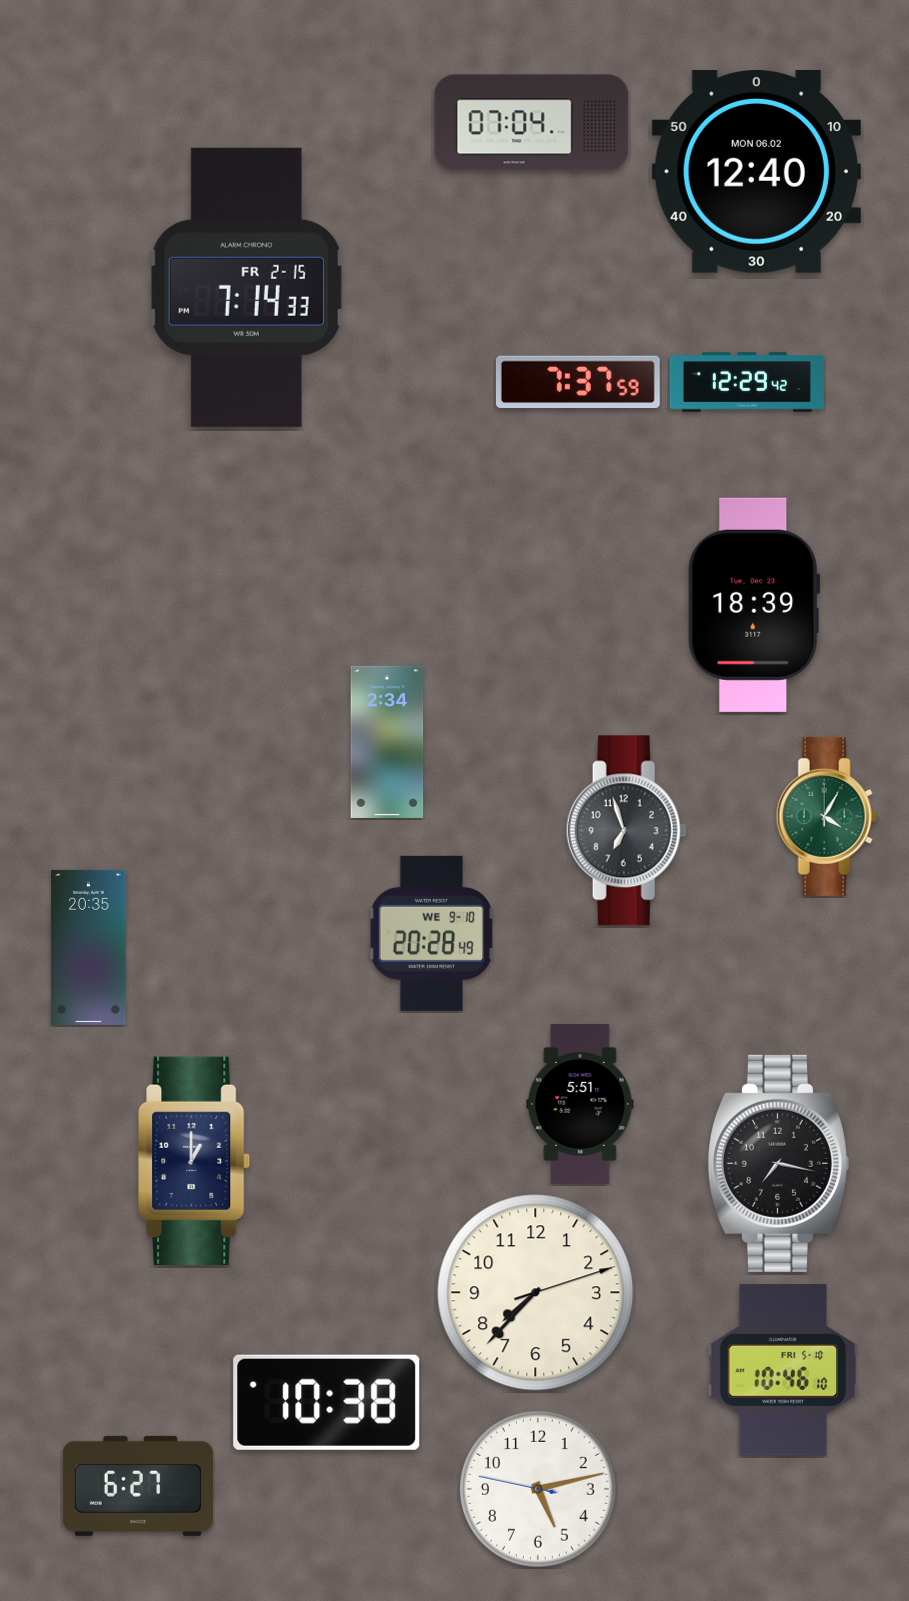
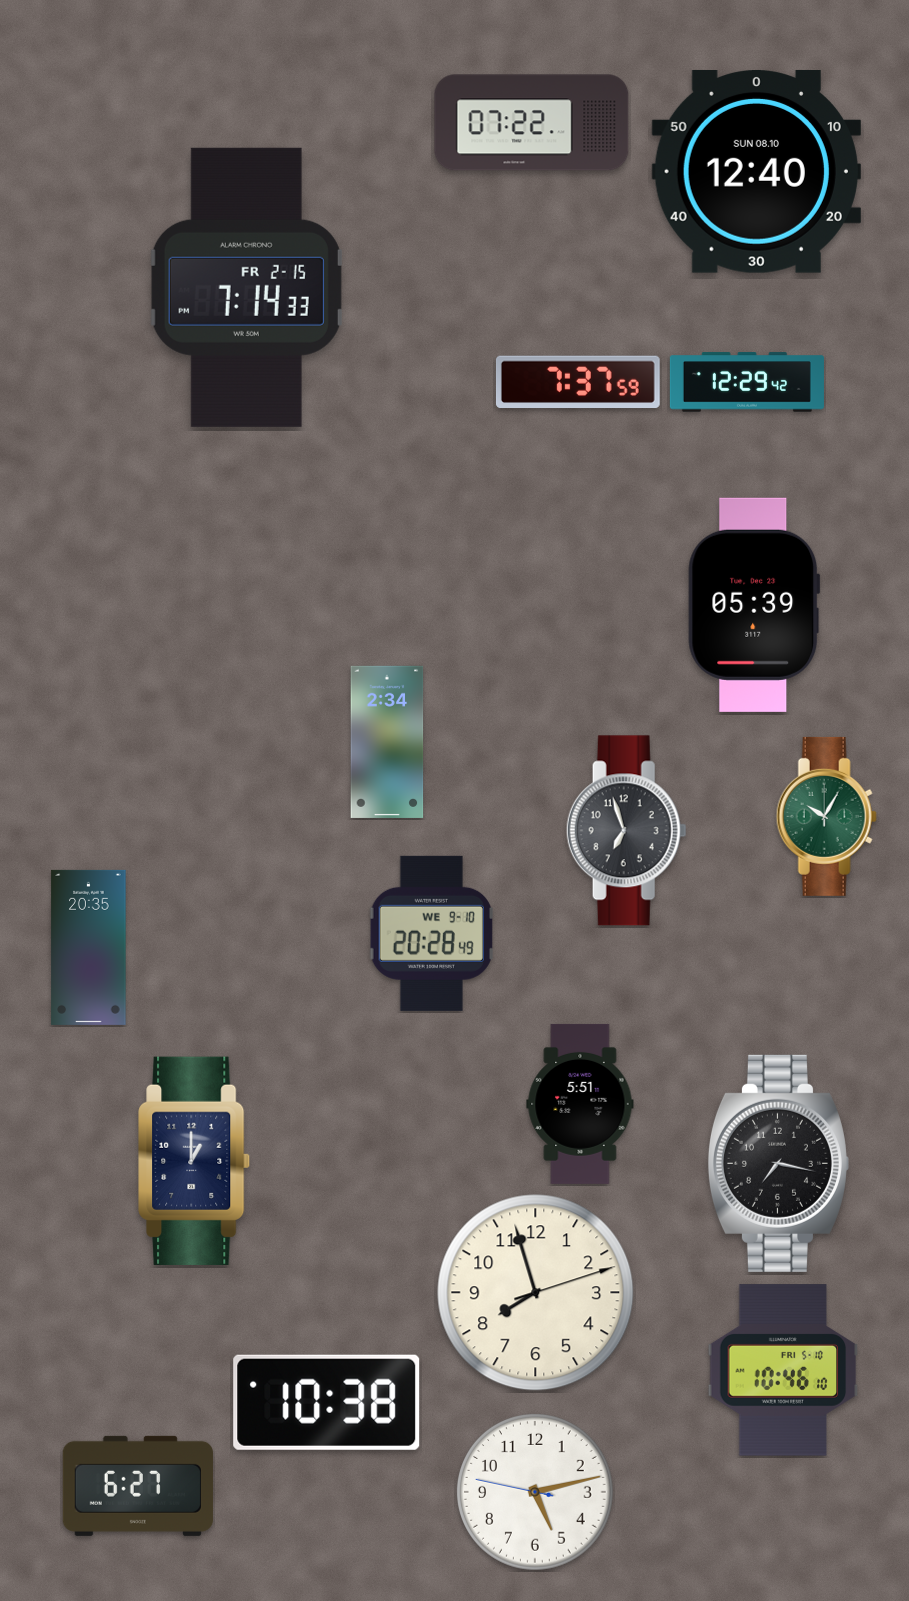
clock at (532, 123): 07:04 -> 07:22
clock at (756, 172) date: MON 06.02 -> SUN 08.10
clock at (754, 605): 18:39 -> 05:39
clock at (826, 816): 4:05 -> 10:05
clock at (536, 1293): 7:37 -> 7:57
clock at (538, 1489) position: (538, 1489) -> (535, 1492)
